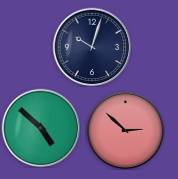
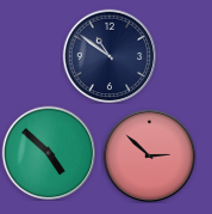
clock at (92, 47): 10:03 -> 10:51
